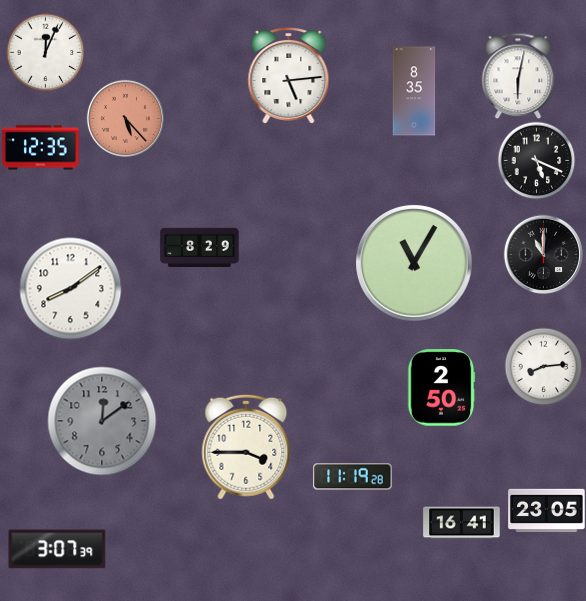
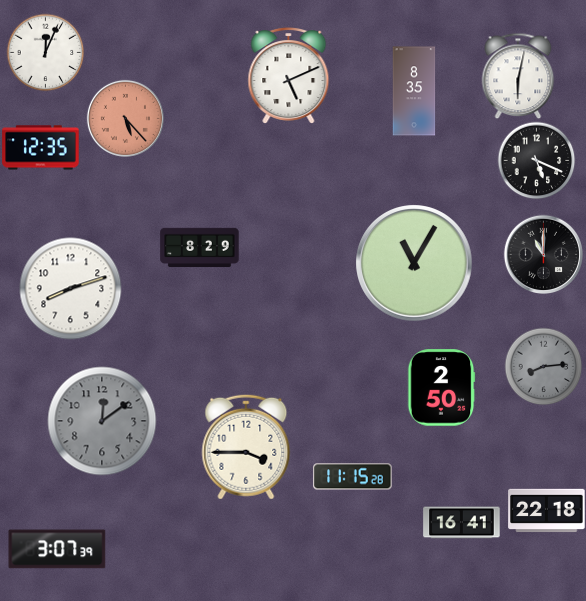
clock at (289, 76): 5:14 -> 5:11
clock at (71, 289): 8:09 -> 8:12
clock at (543, 366) dial: white -> grey
clock at (353, 477): 11:19 -> 11:15
clock at (547, 511): 23:05 -> 22:18
